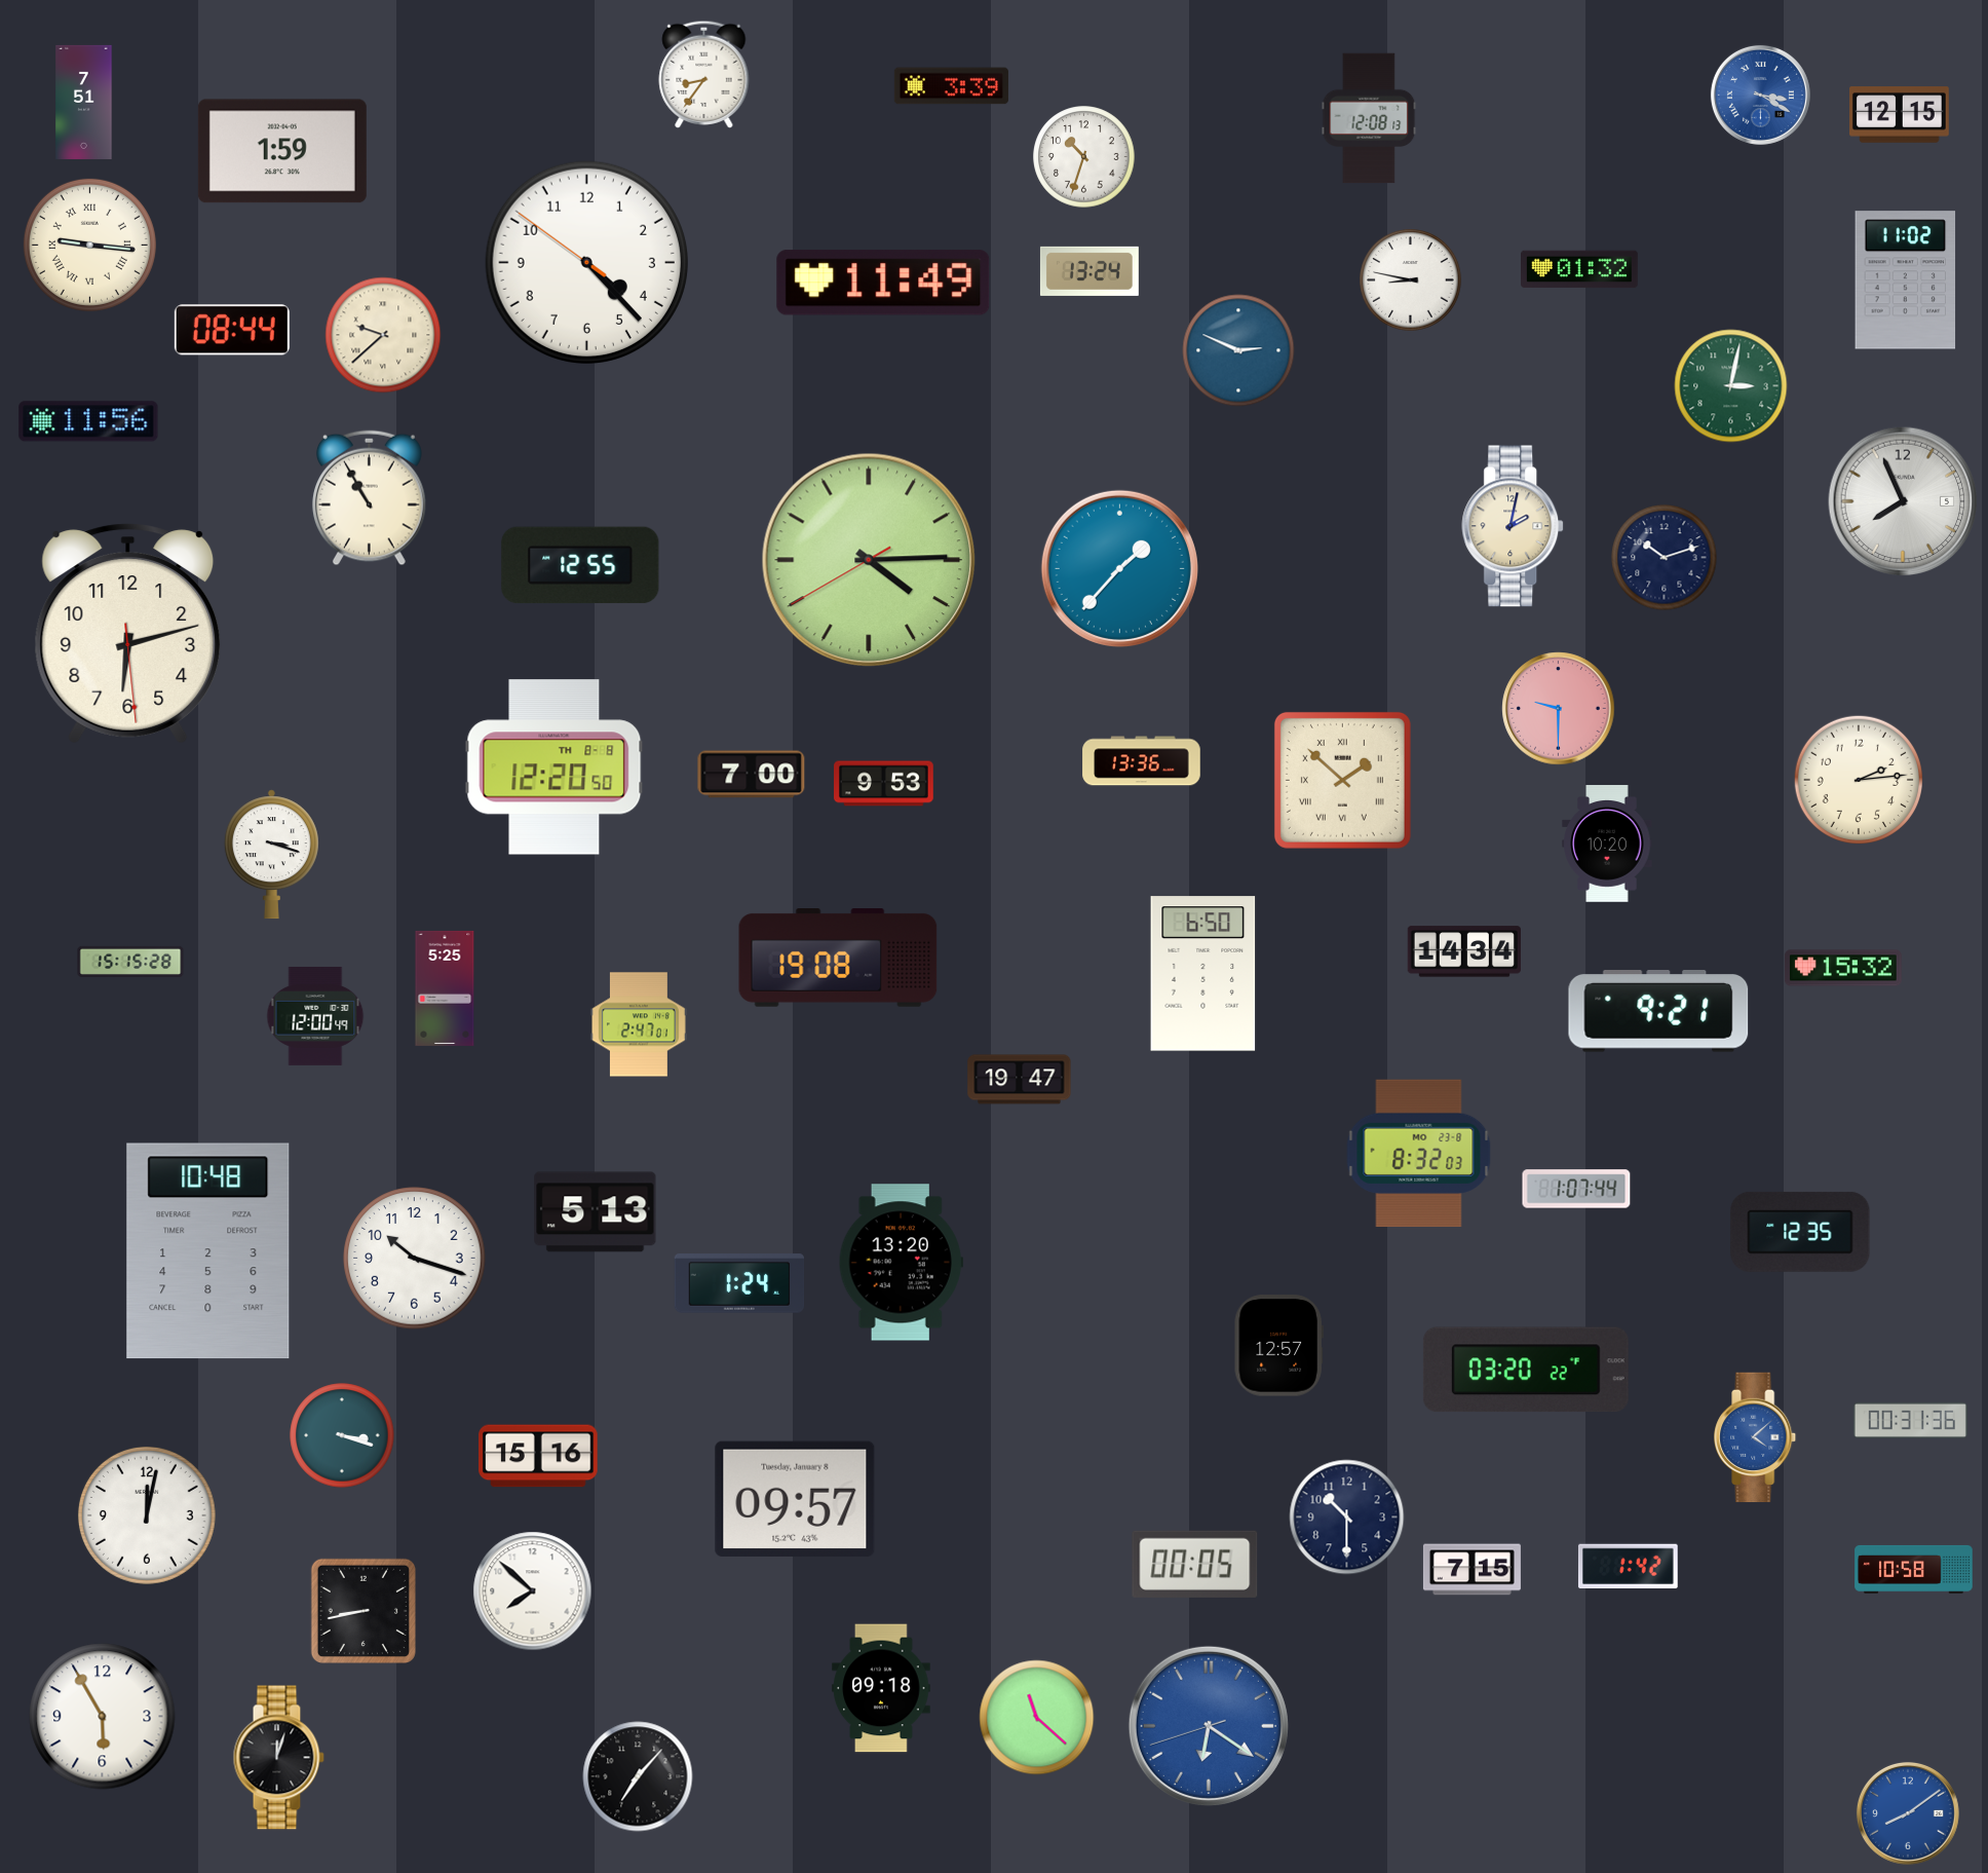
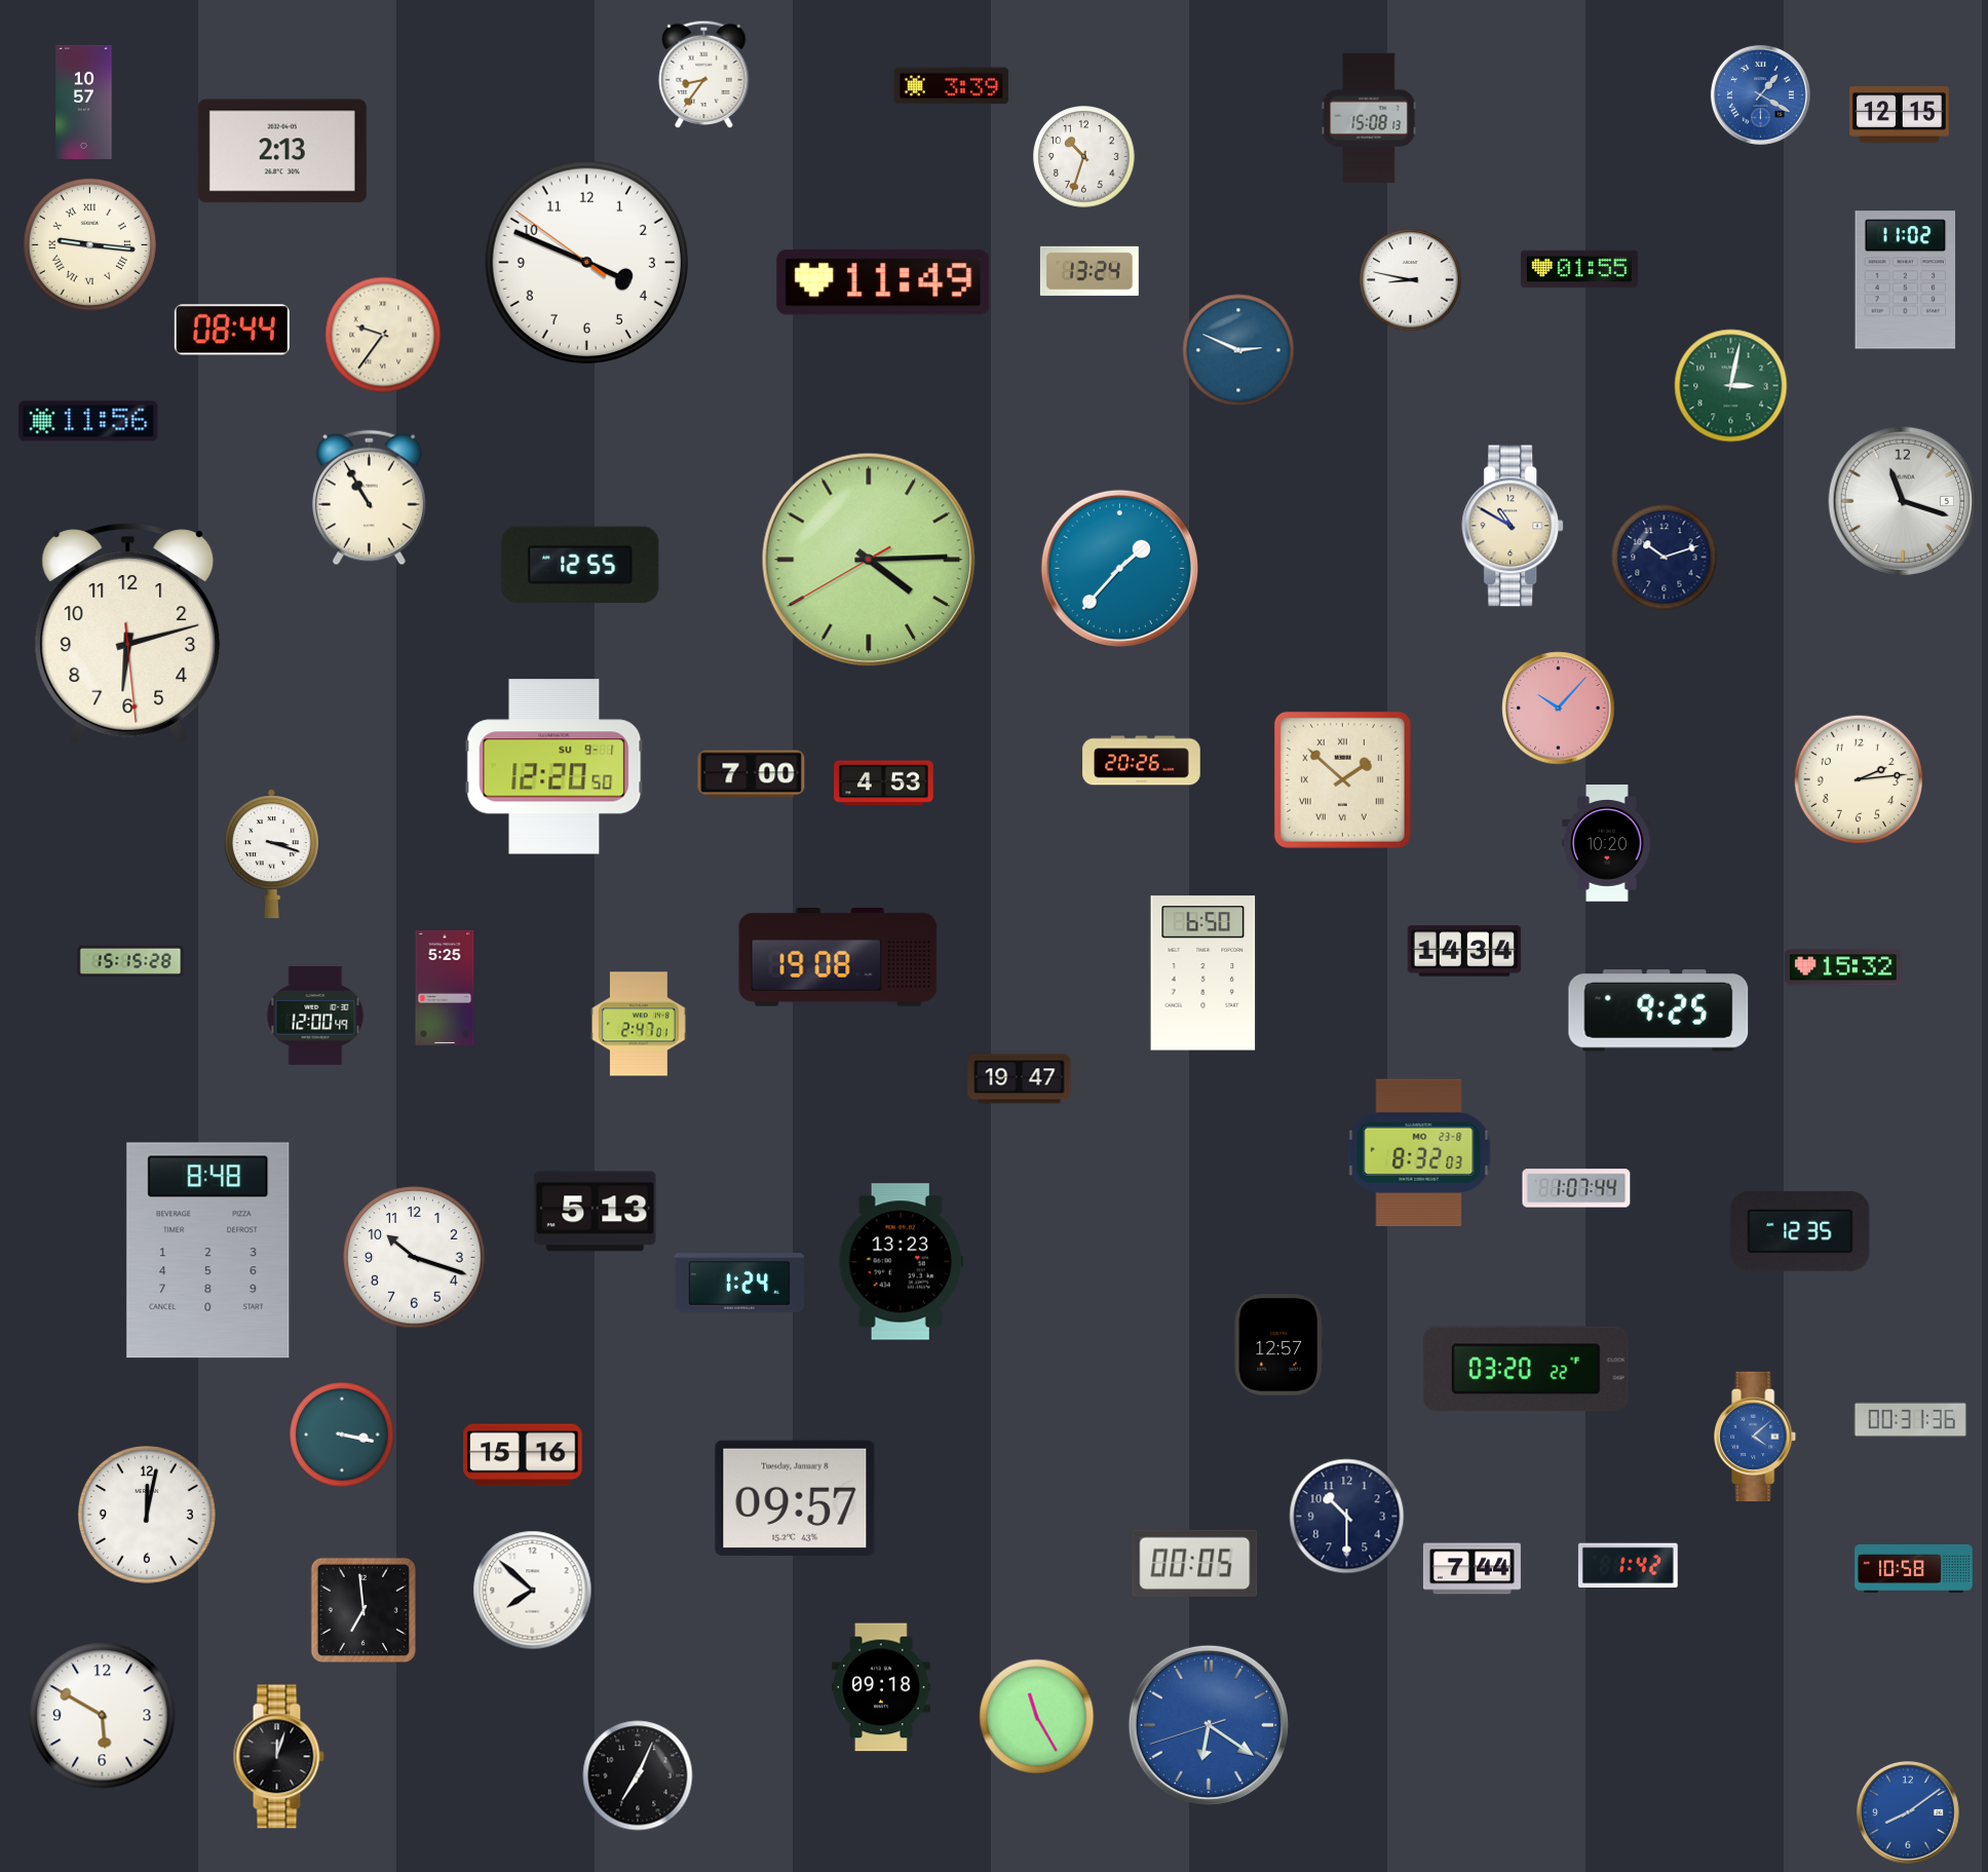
clock at (1760, 95): 3:20 -> 1:20
clock at (84, 102): 7:51 -> 10:57
clock at (1369, 118): 12:08 -> 15:08
clock at (282, 151): 1:59 -> 2:13
clock at (586, 262): 4:22 -> 3:48
clock at (1580, 269): 01:32 -> 01:55
clock at (383, 335): 9:38 -> 9:36
clock at (1903, 501): 7:56 -> 11:18
clock at (1514, 526): 2:02 -> 10:50
clock at (1559, 709): 9:30 -> 10:07
clock at (1142, 761): 13:36 -> 20:26
clock at (555, 767) date: TH 8-8 -> SU 9-1
clock at (884, 784): 9:53 -> 4:53
clock at (1658, 1012): 9:21 -> 9:25
clock at (208, 1251): 10:48 -> 8:48
clock at (901, 1263): 13:20 -> 13:23
clock at (342, 1435): 3:18 -> 3:17
clock at (538, 1456) position: (538, 1456) -> (523, 1455)
clock at (1471, 1570): 7:15 -> 7:44
clock at (364, 1611): 8:43 -> 6:59
clock at (103, 1717): 5:55 -> 5:50
clock at (1037, 1718): 11:22 -> 11:25
clock at (638, 1776): 7:07 -> 7:04
